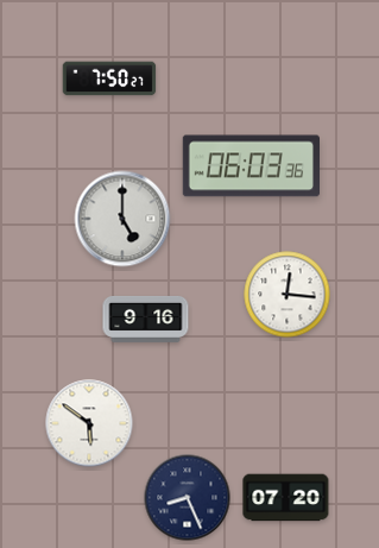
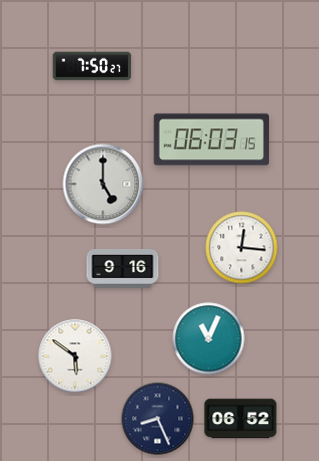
clock at (251, 166): 06:03:36 -> 06:03:15
clock at (209, 339): none -> 11:04
clock at (286, 498): 07:20 -> 06:52
